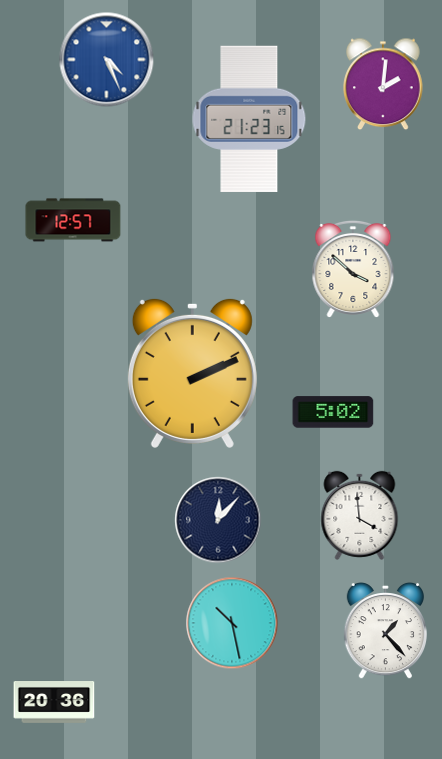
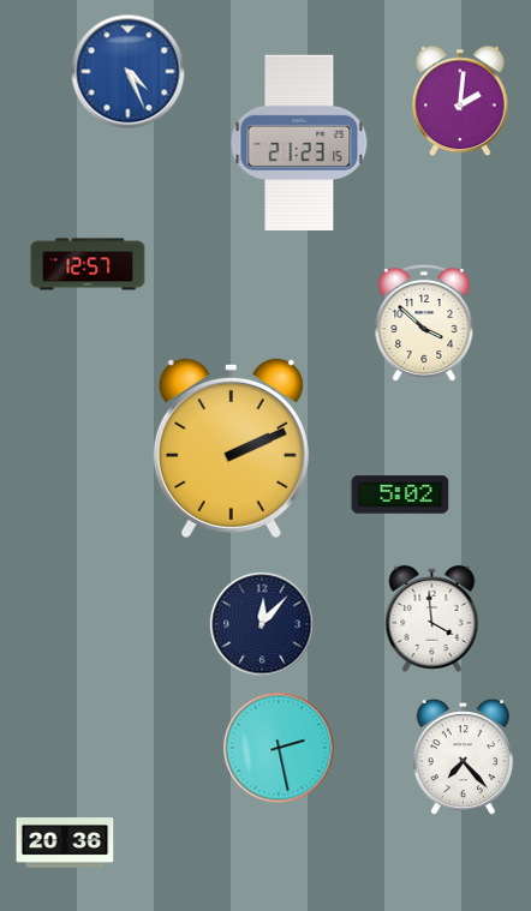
clock at (232, 623): 10:28 -> 2:28
clock at (385, 631): 1:23 -> 7:23
